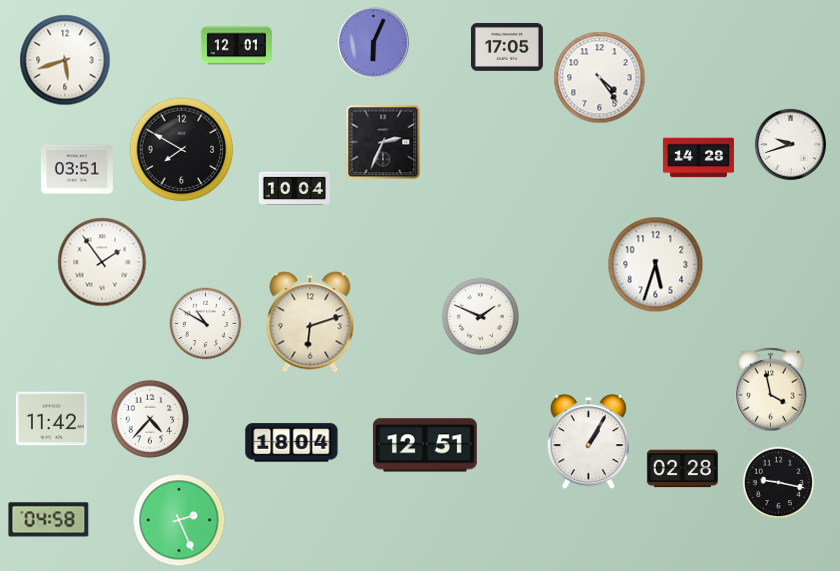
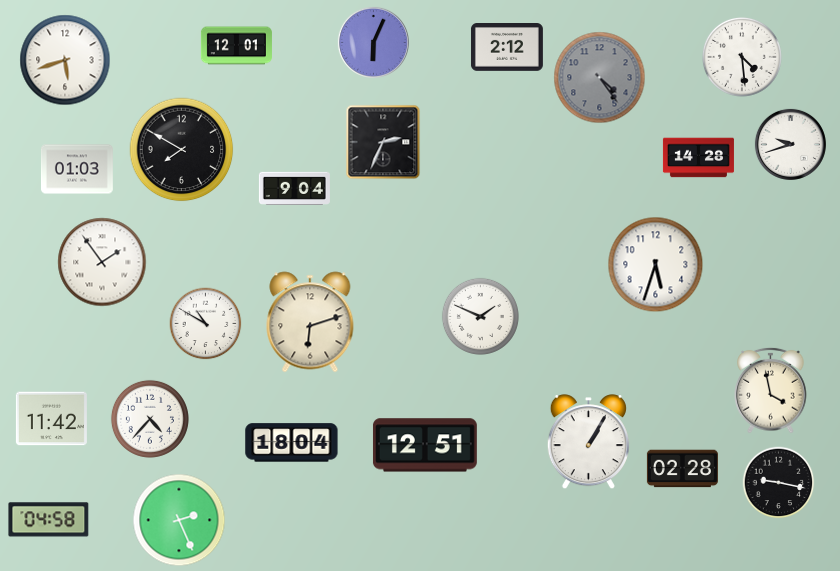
clock at (507, 48): 17:05 -> 2:12
clock at (742, 57): none -> 4:29
clock at (600, 78) dial: white -> grey
clock at (77, 169): 03:51 -> 01:03
clock at (294, 188): 10:04 -> 9:04
